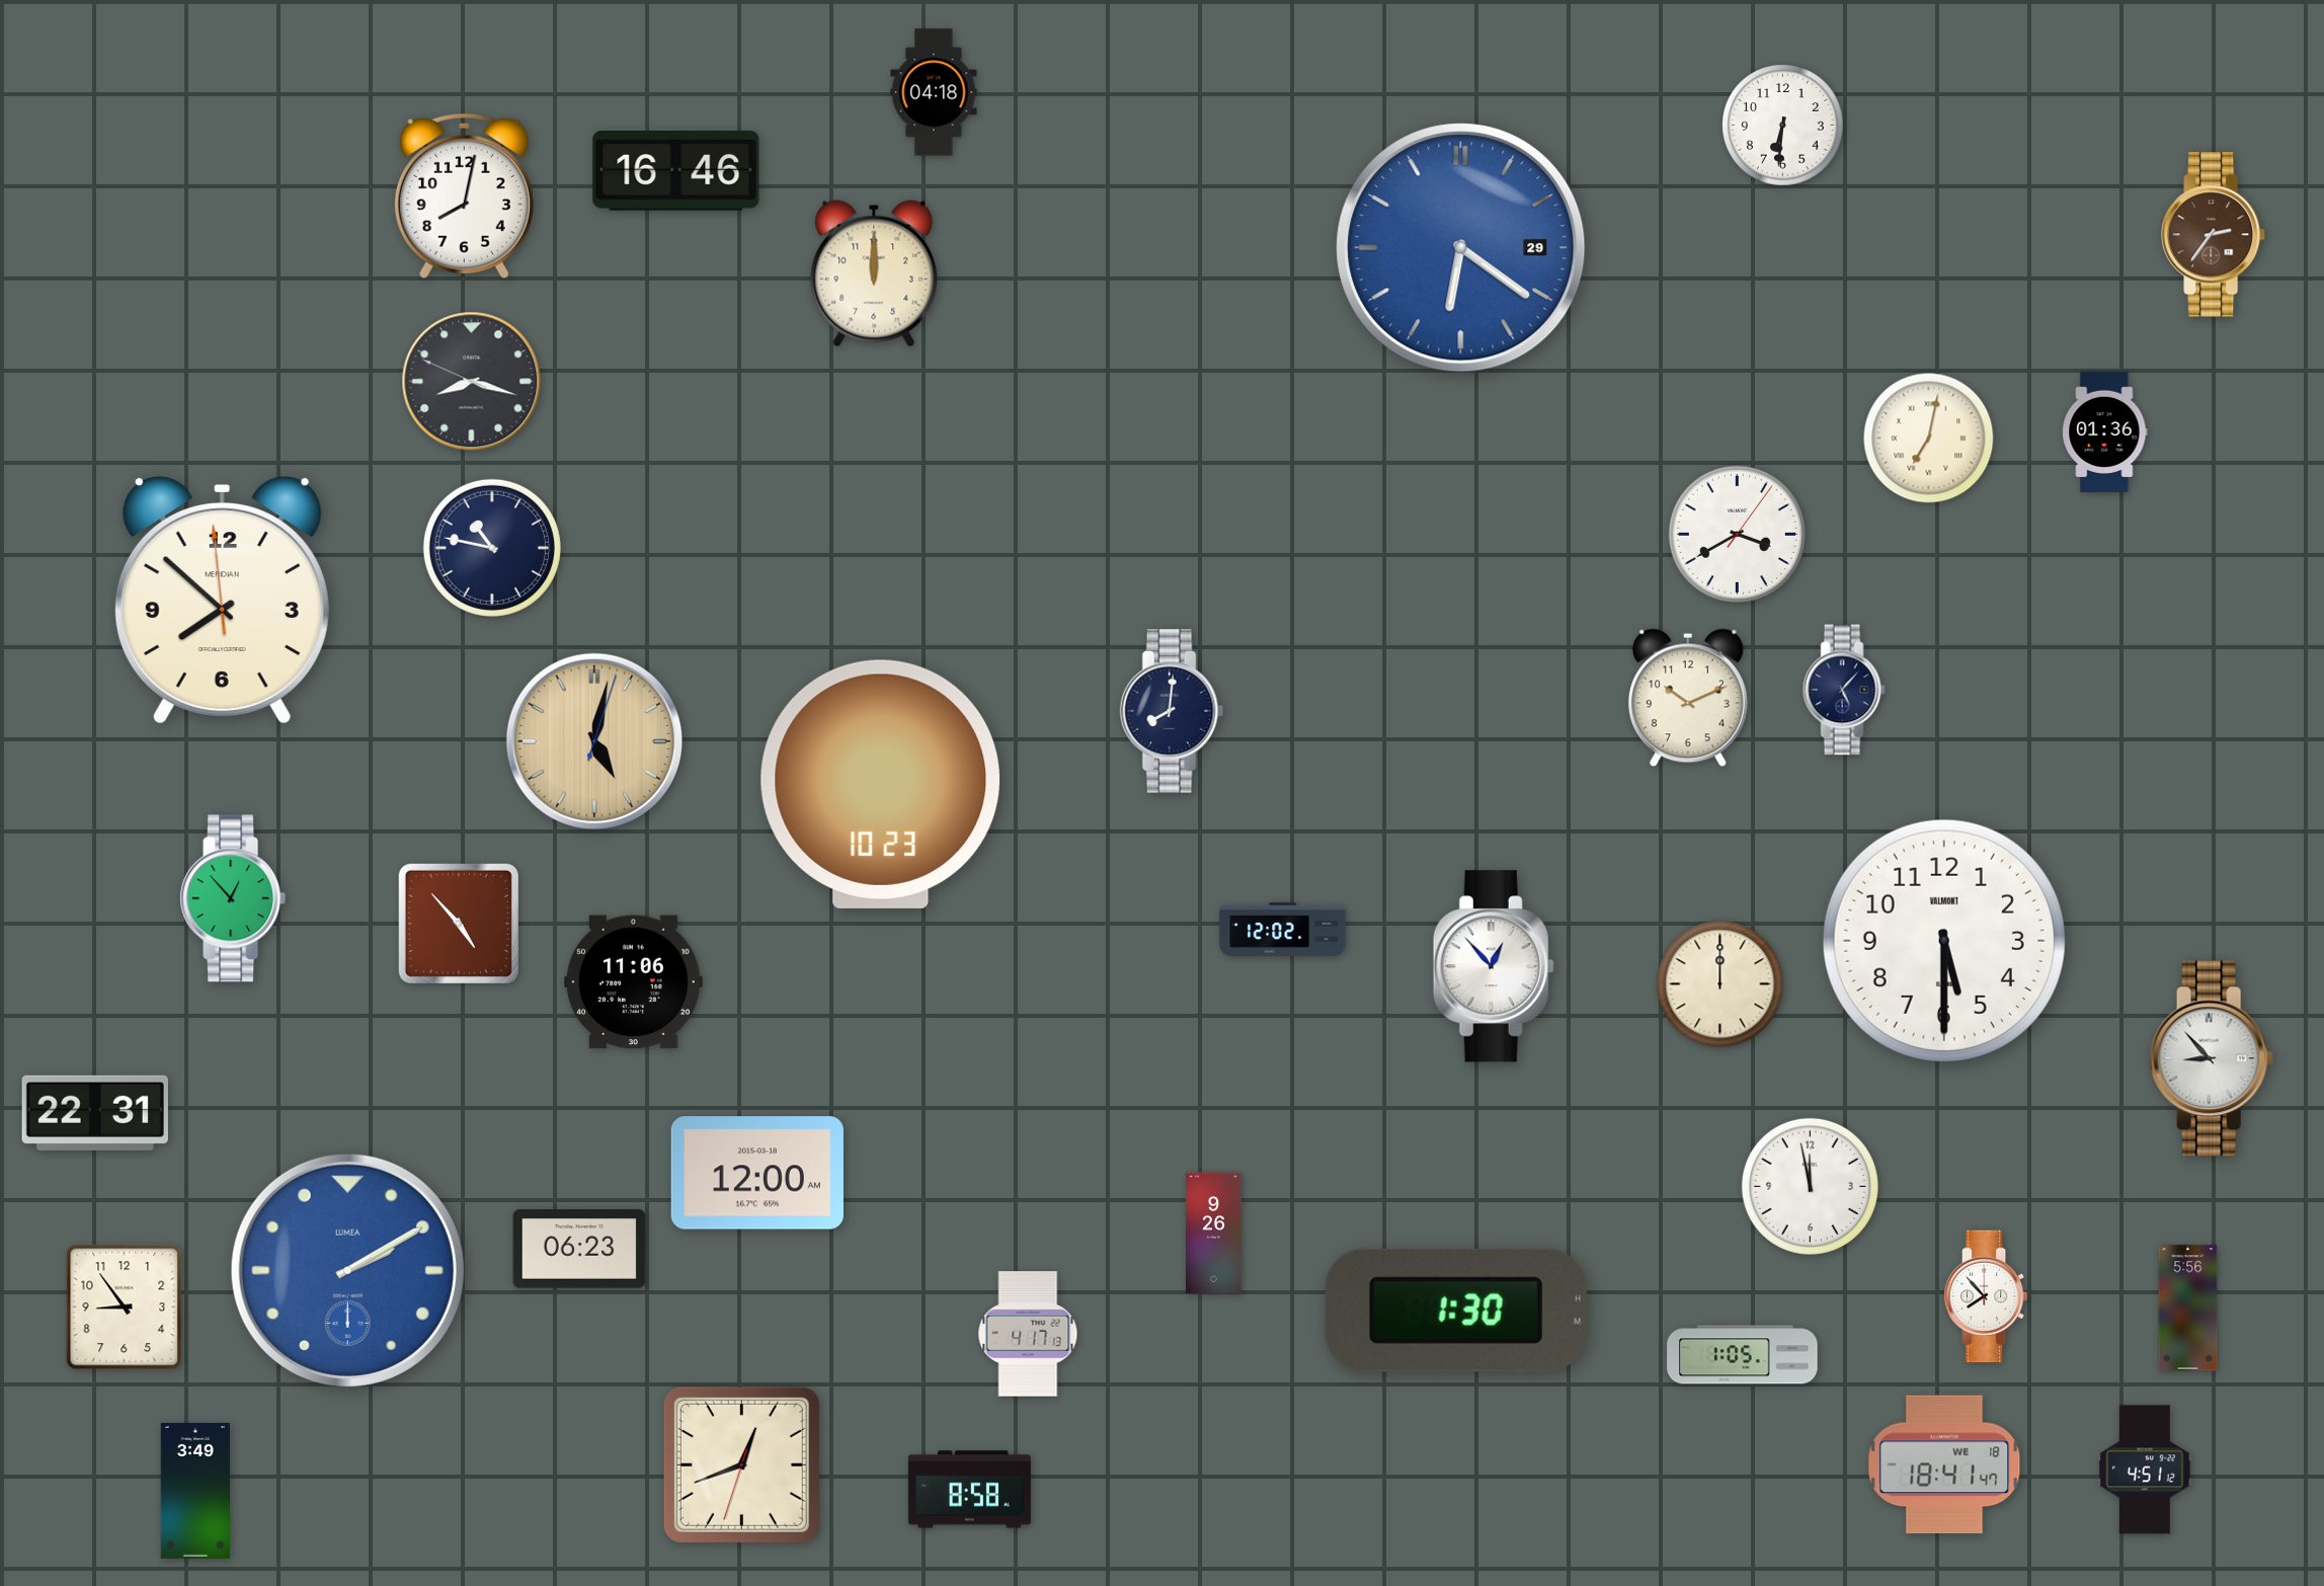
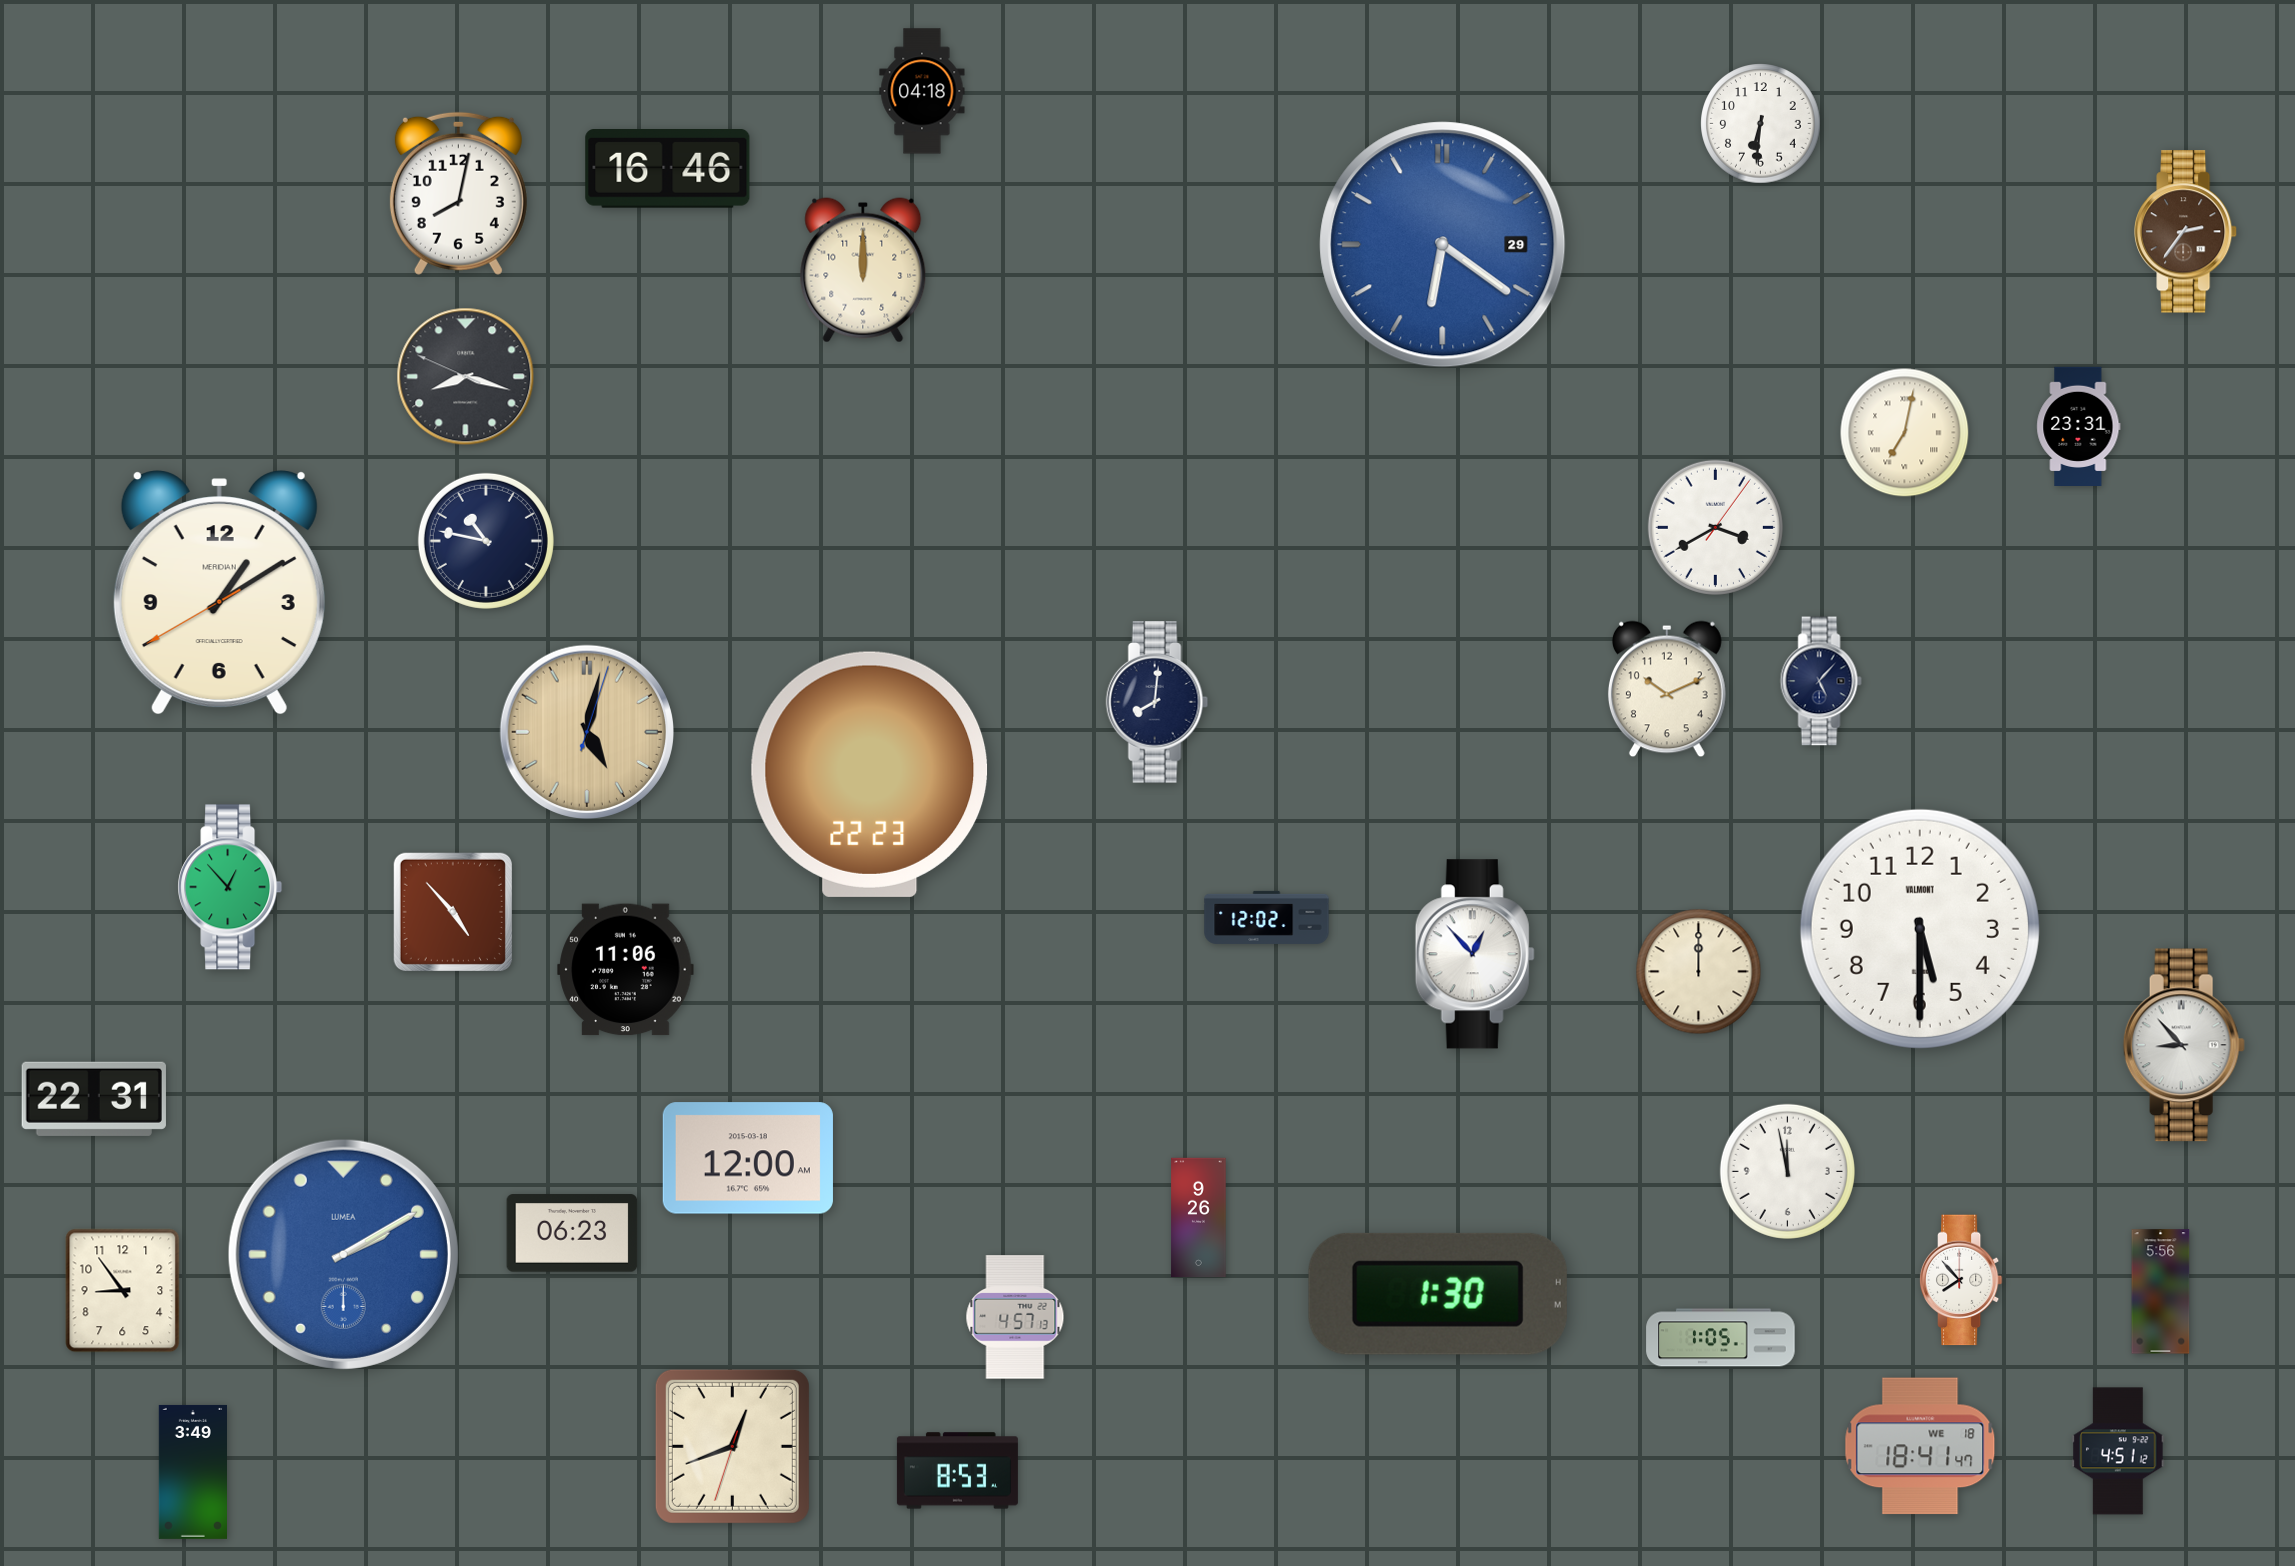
clock at (2105, 431): 01:36 -> 23:31
clock at (222, 601): 7:51 -> 1:09
clock at (881, 784): 10:23 -> 22:23
clock at (1028, 1334): 4:17 -> 4:57
clock at (969, 1490): 8:58 -> 8:53
